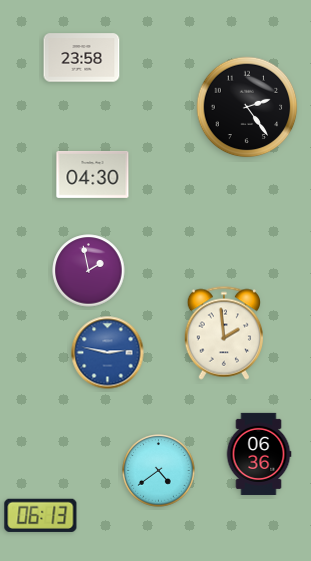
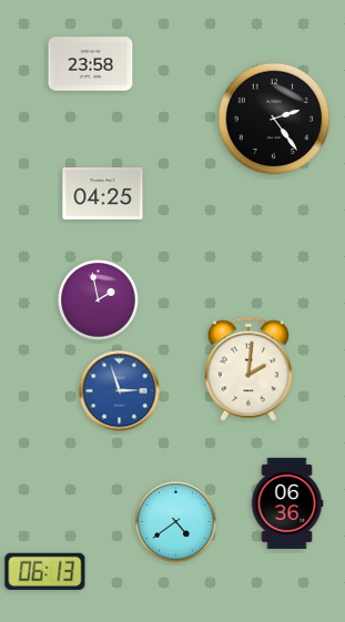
clock at (93, 174): 04:30 -> 04:25
clock at (223, 333): 1:59 -> 2:01
clock at (108, 353): 2:47 -> 2:57
